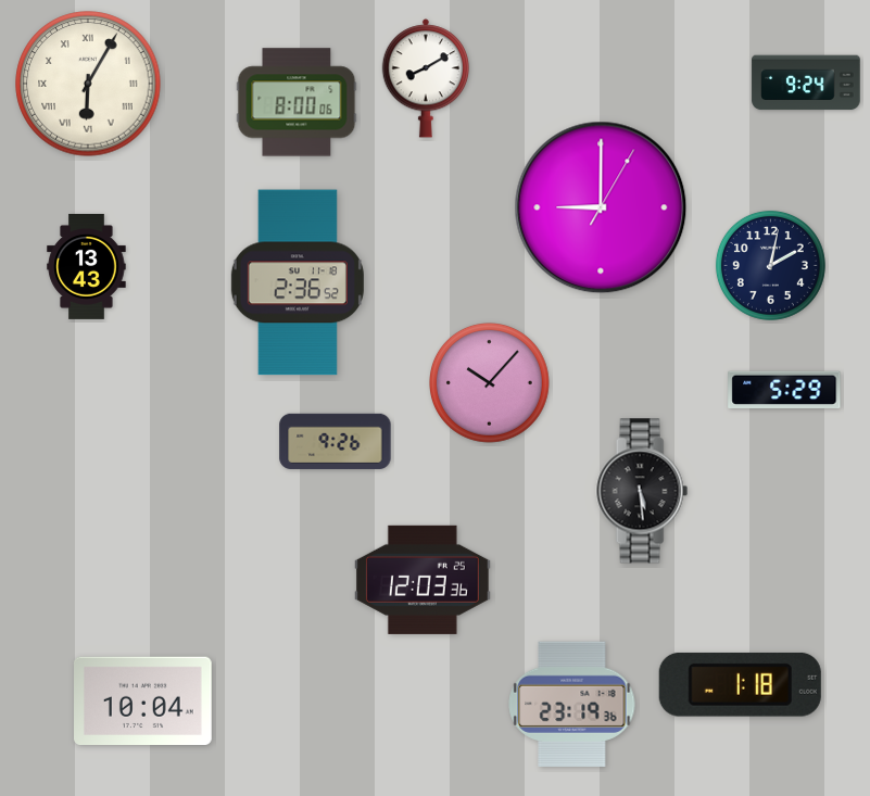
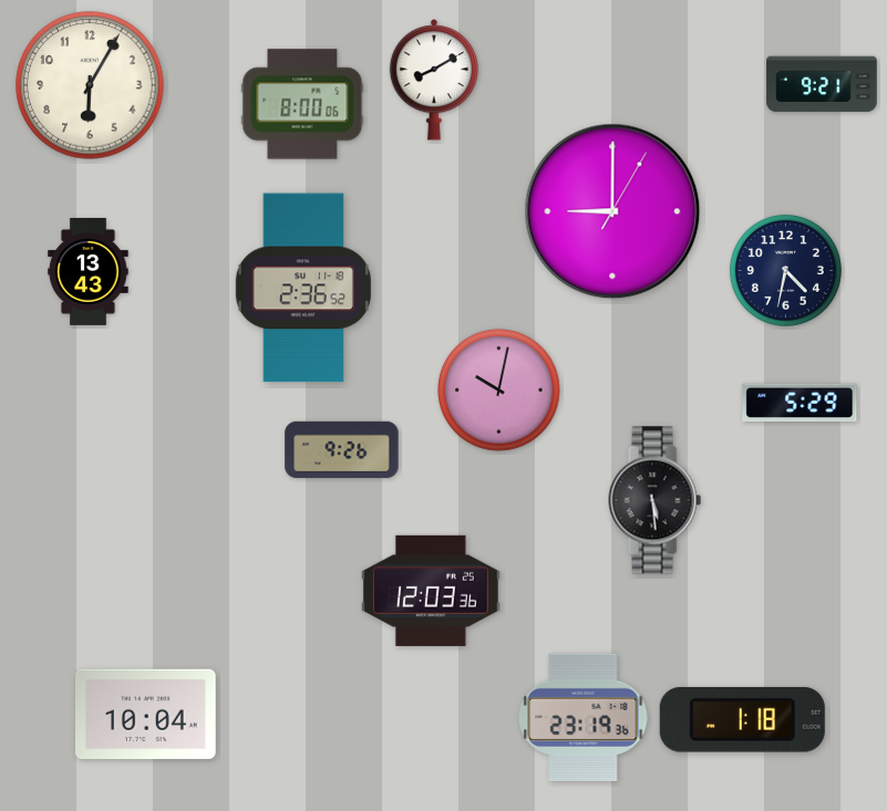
clock at (806, 83): 9:24 -> 9:21
clock at (88, 84) numerals: Roman -> Arabic
clock at (770, 265): 2:02 -> 4:32
clock at (490, 383): 10:07 -> 10:02
clock at (784, 390) position: (784, 390) -> (800, 403)
clock at (740, 684) position: (740, 684) -> (742, 719)
